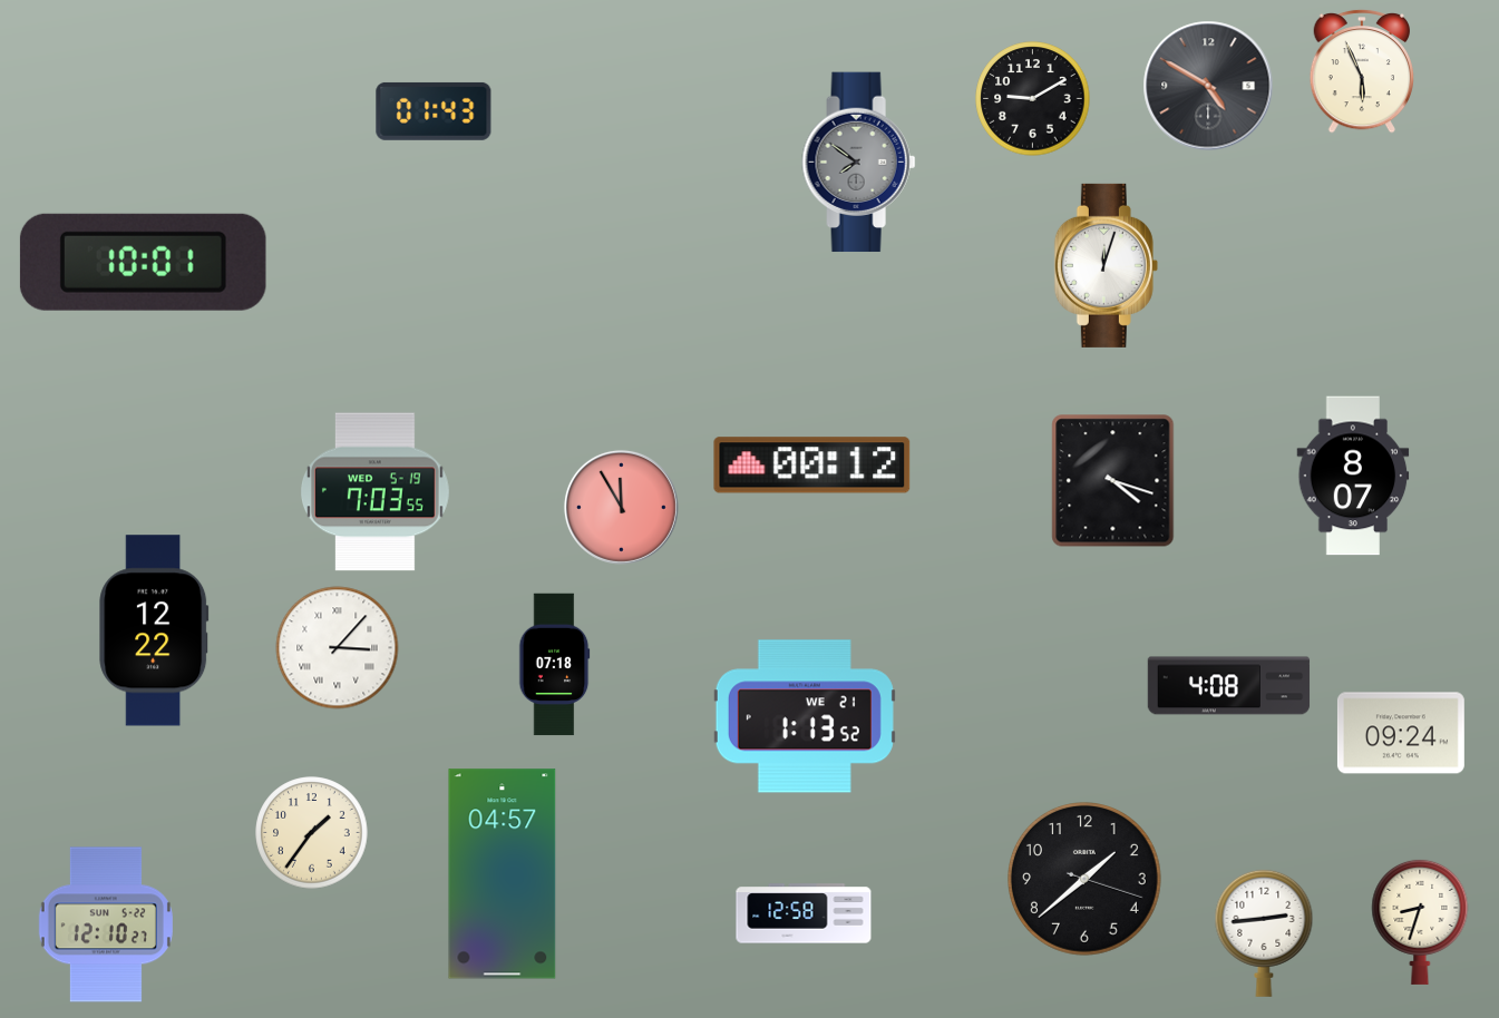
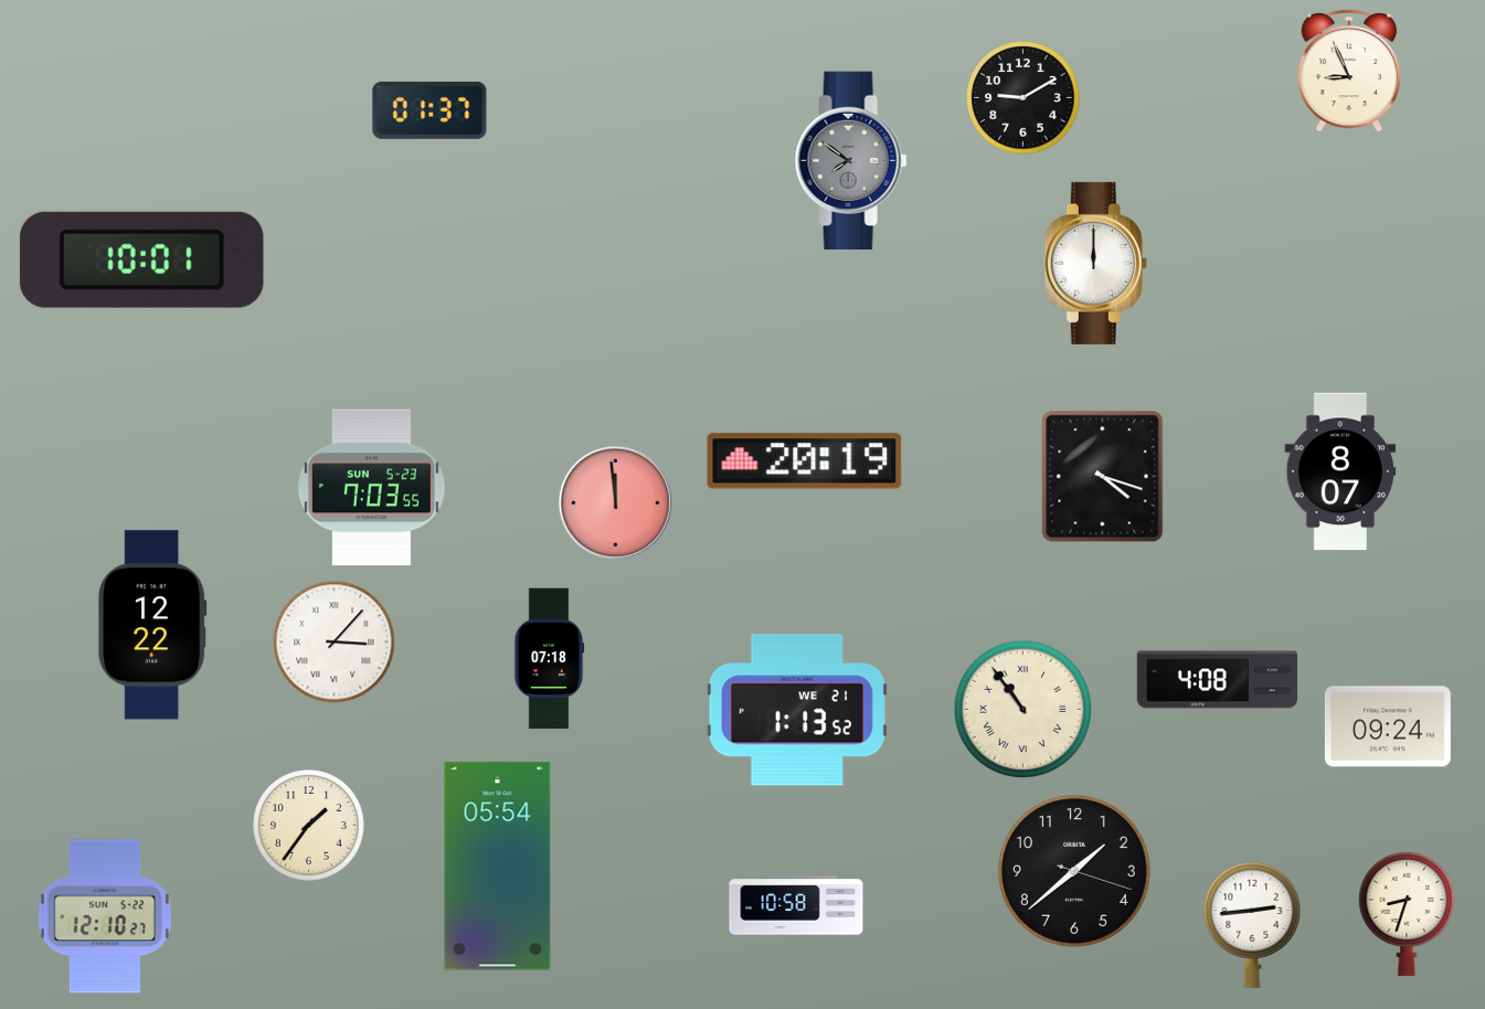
clock at (1362, 71): 5:56 -> 8:56
clock at (1208, 86): 4:50 -> none
clock at (434, 111): 01:43 -> 01:37
clock at (1106, 265): 12:03 -> 12:00
clock at (812, 466): 00:12 -> 20:19
clock at (376, 492) date: WED 5-19 -> SUN 5-23
clock at (621, 507): 11:55 -> 11:59
clock at (1023, 710): none -> 10:54
clock at (503, 874): 04:57 -> 05:54
clock at (804, 913): 12:58 -> 10:58
